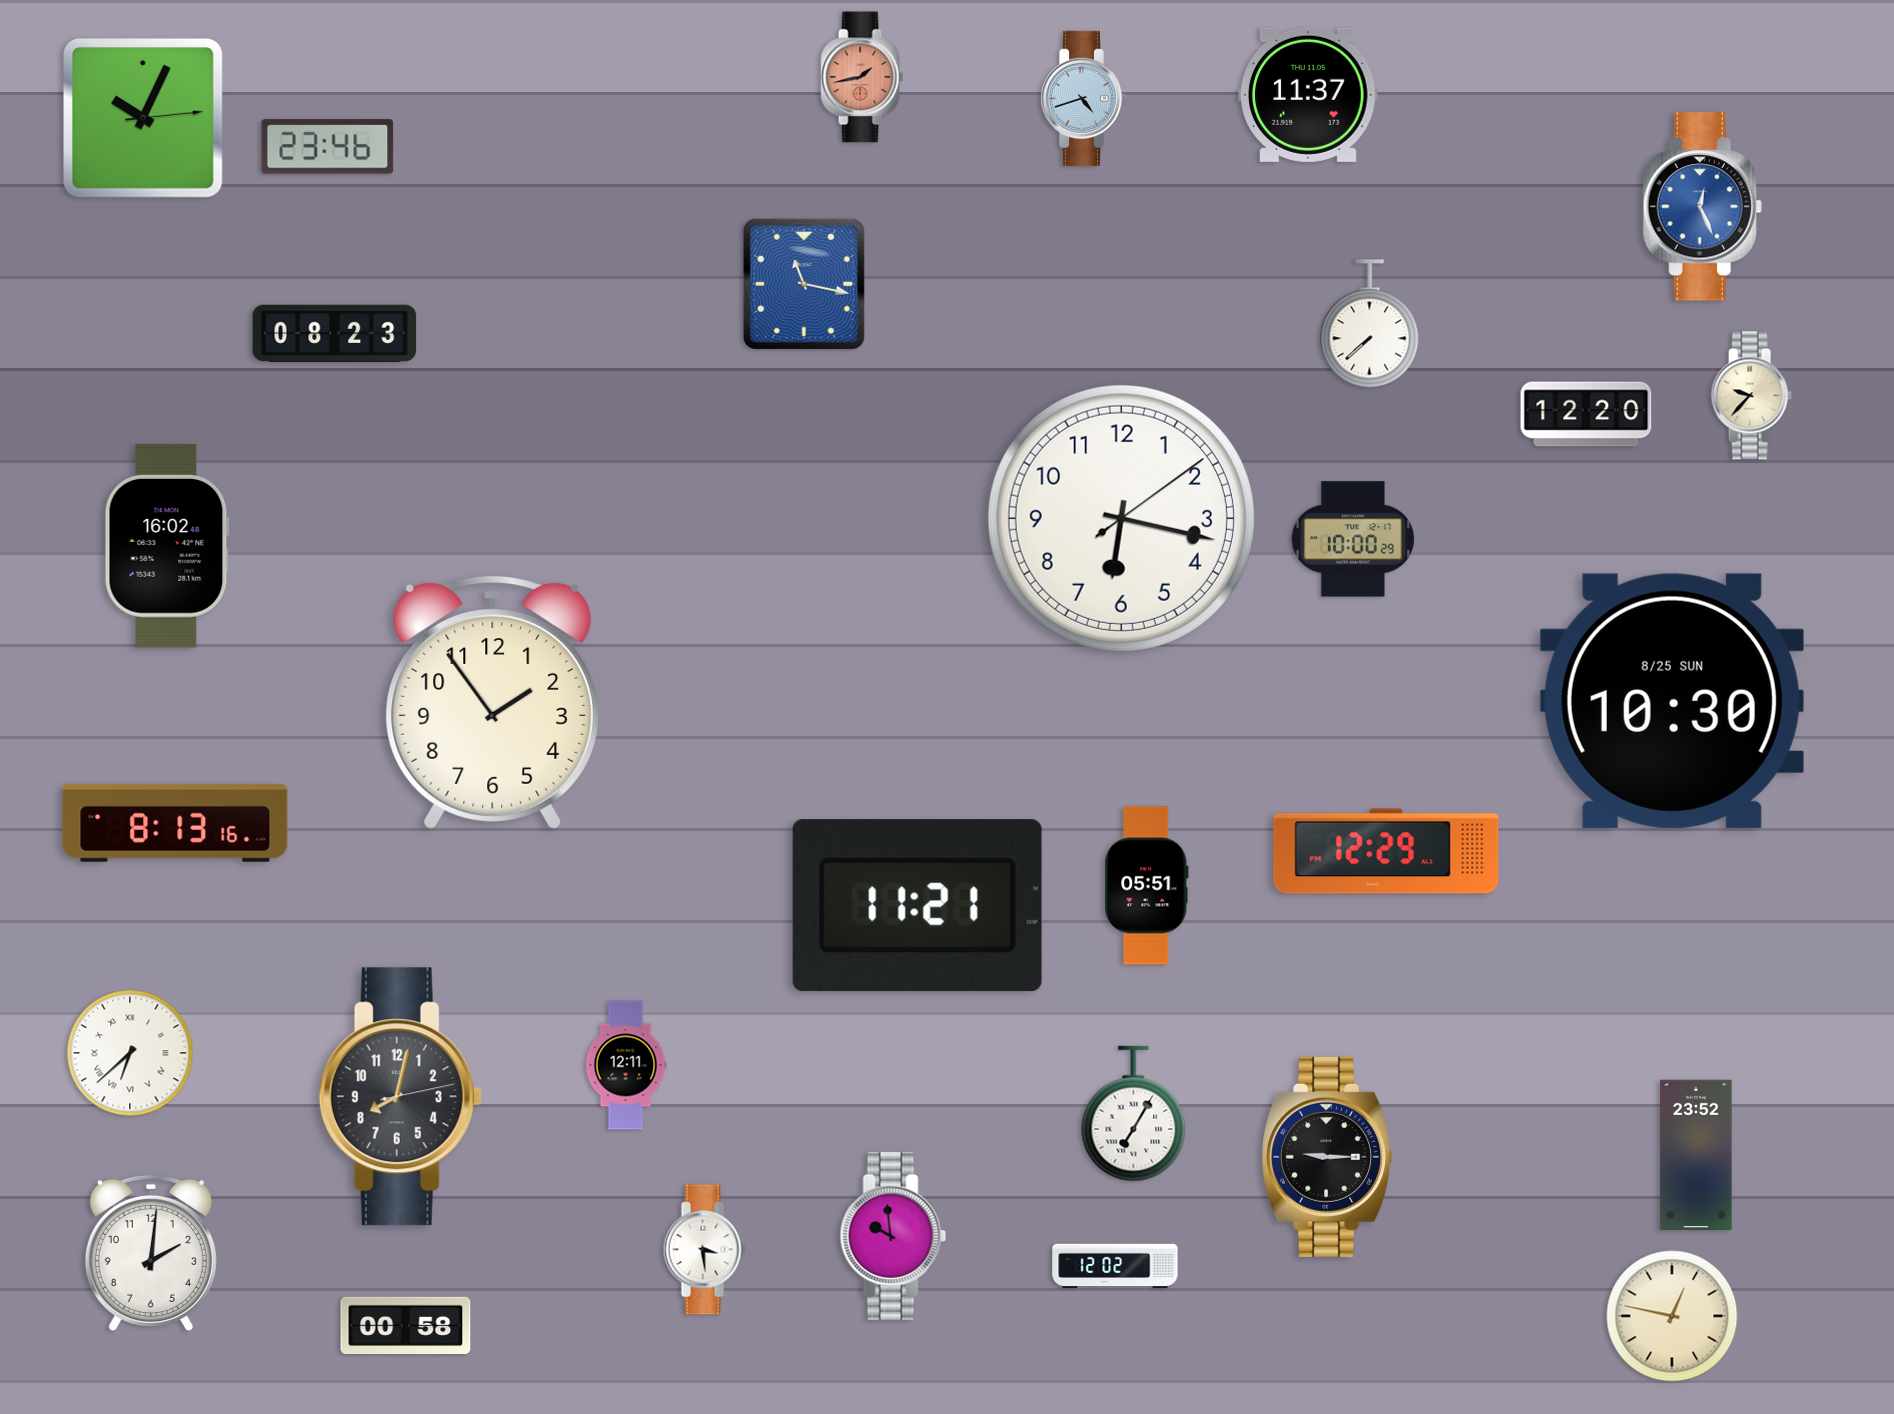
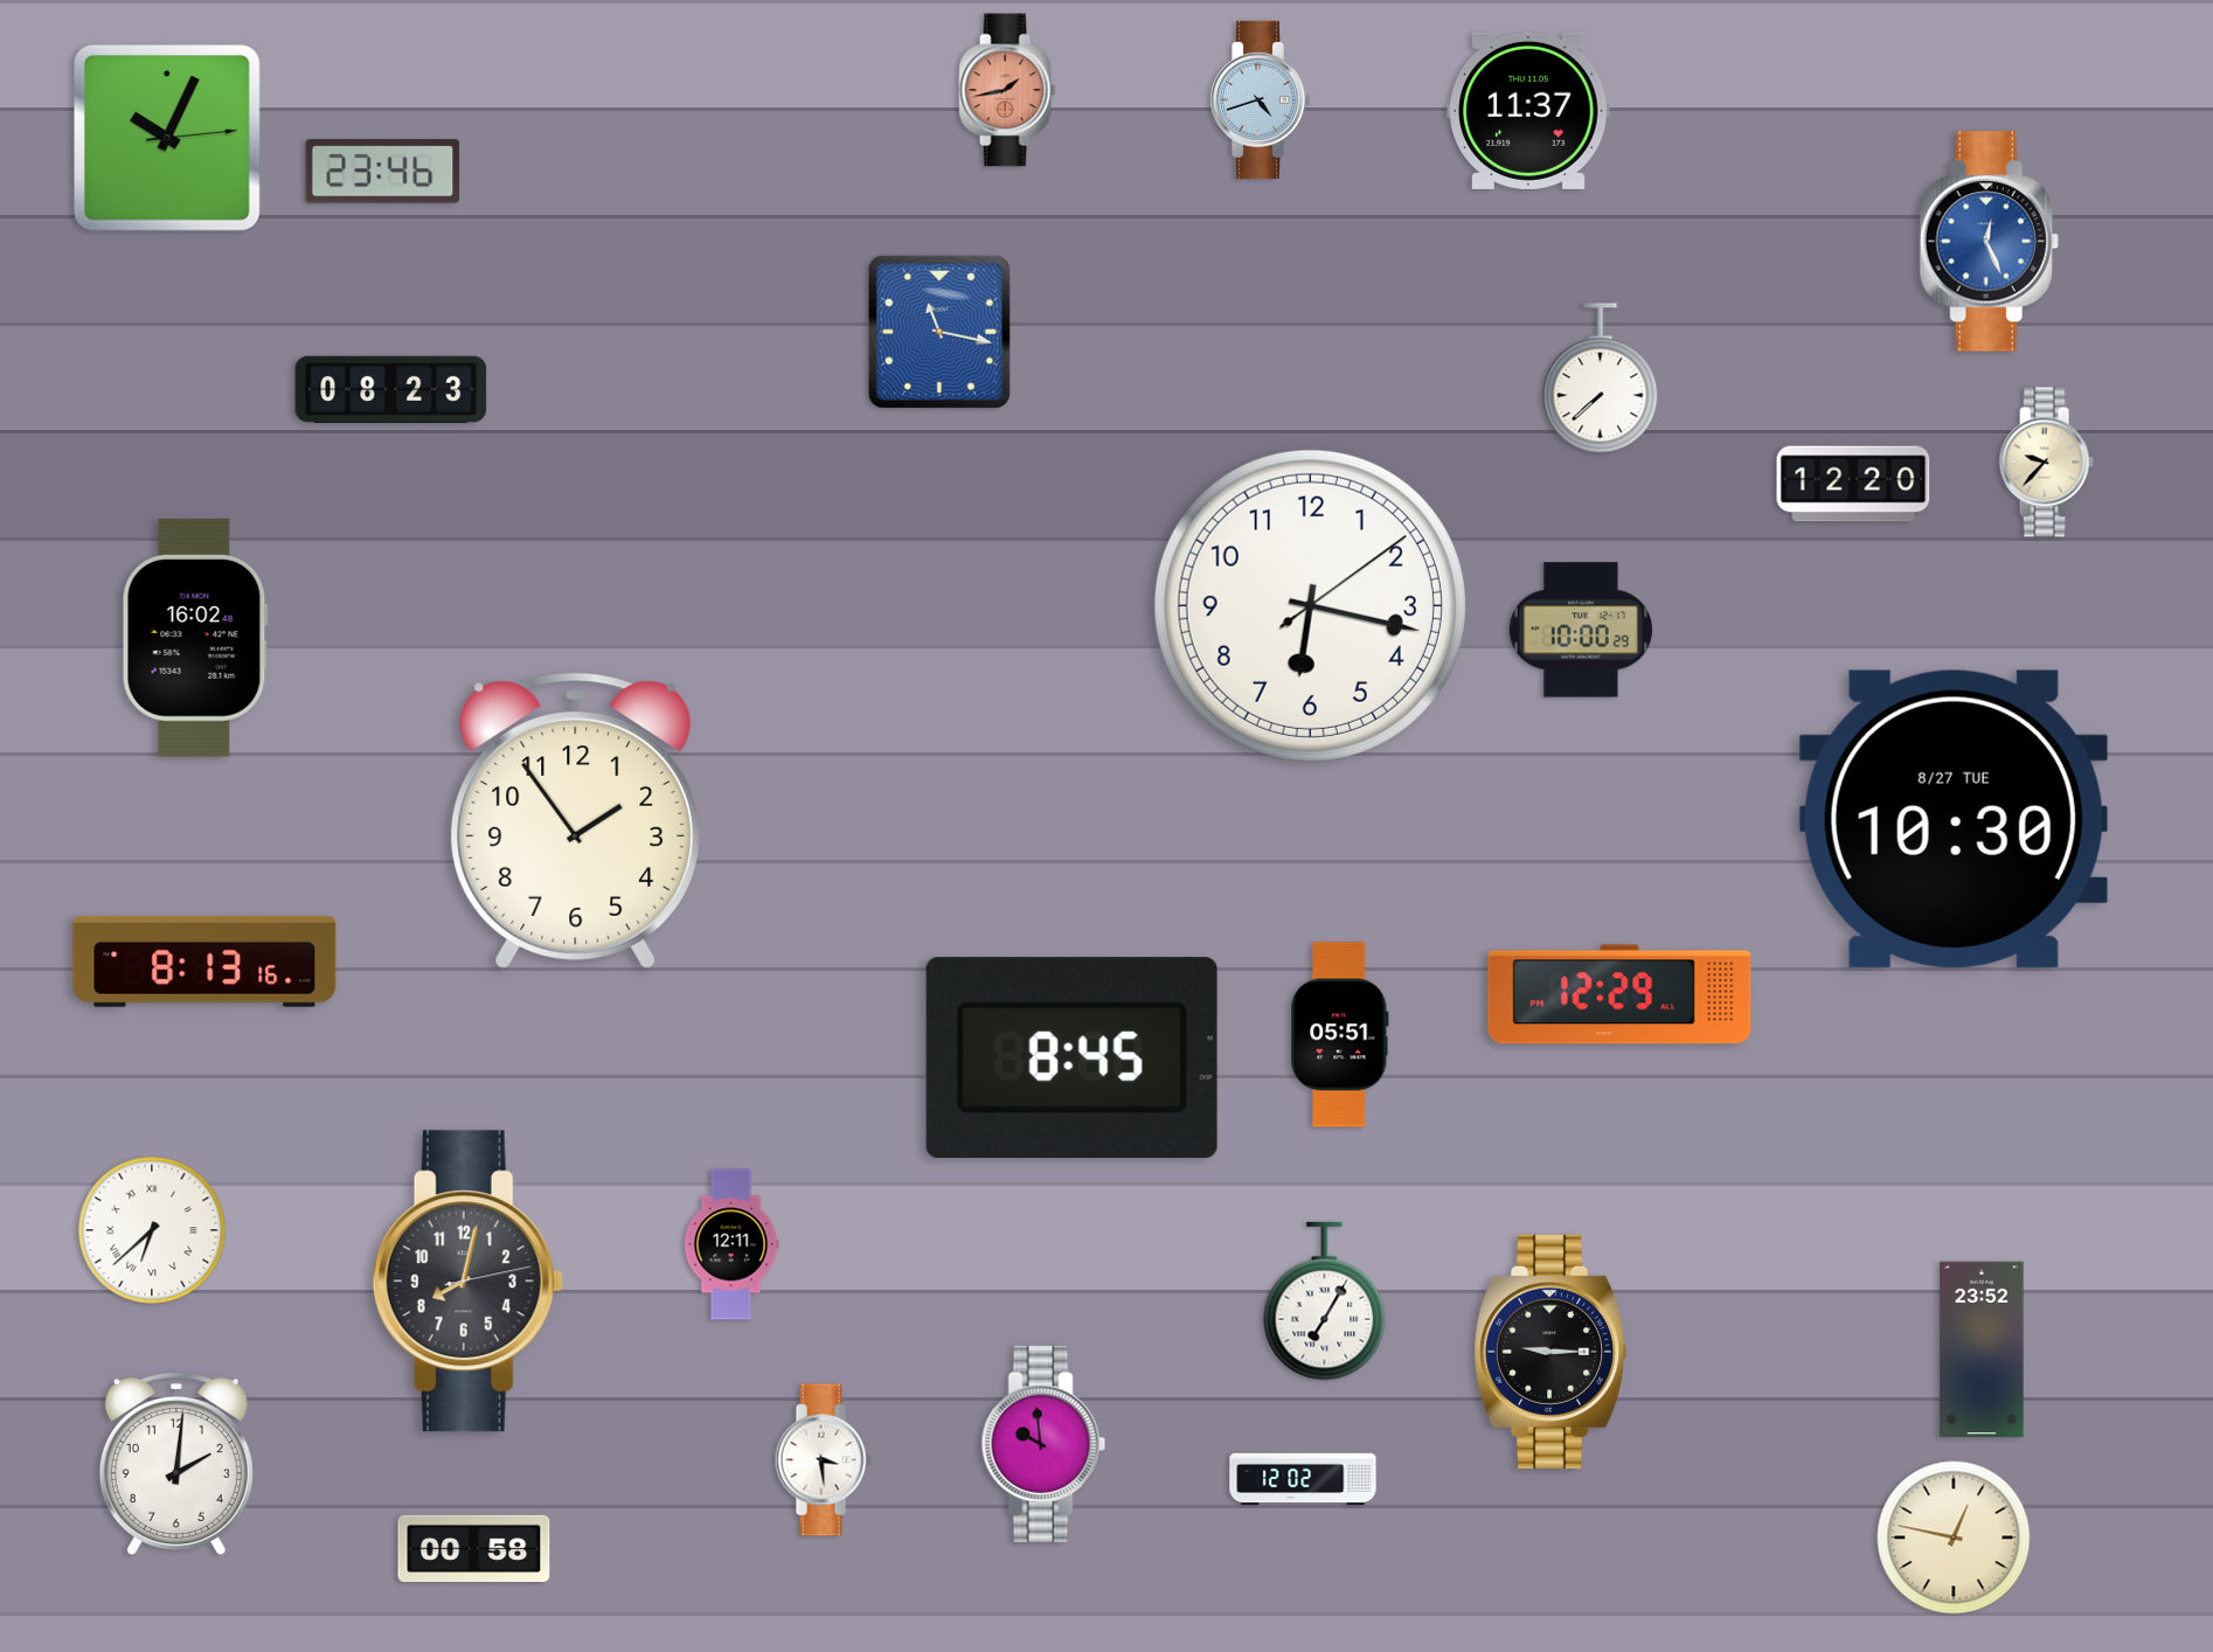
clock at (1083, 98) position: (1083, 98) -> (1260, 99)
clock at (1672, 701) date: 8/25 SUN -> 8/27 TUE
clock at (917, 906): 11:21 -> 8:45
